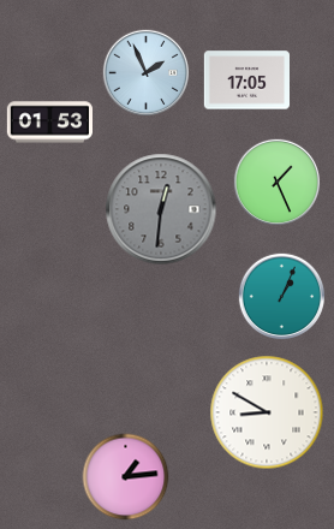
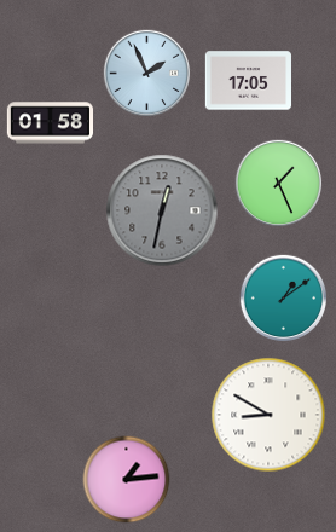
clock at (49, 123): 01:53 -> 01:58
clock at (161, 209): 12:31 -> 12:32
clock at (281, 296): 1:04 -> 1:09
